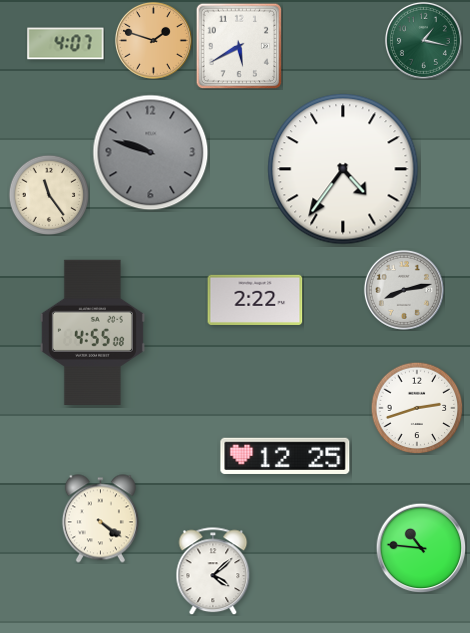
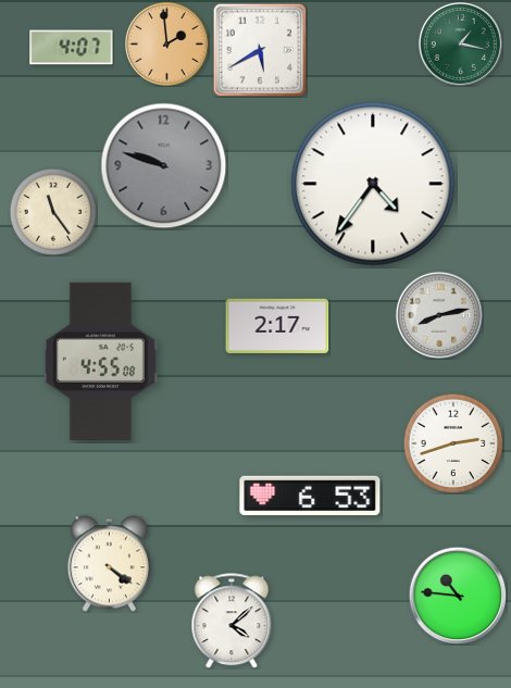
clock at (153, 40): 1:48 -> 1:59
clock at (255, 300): 2:22 -> 2:17
clock at (285, 456): 12:25 -> 6:53
